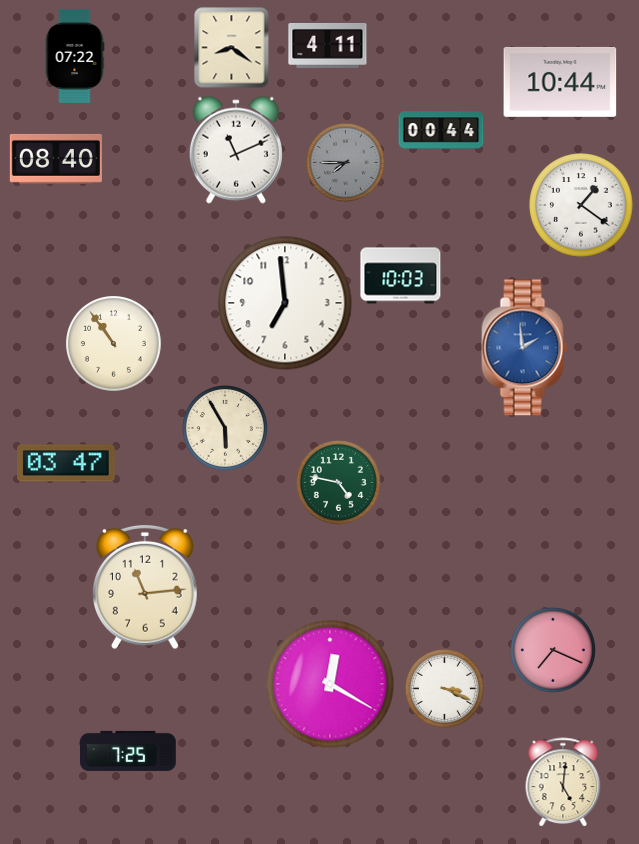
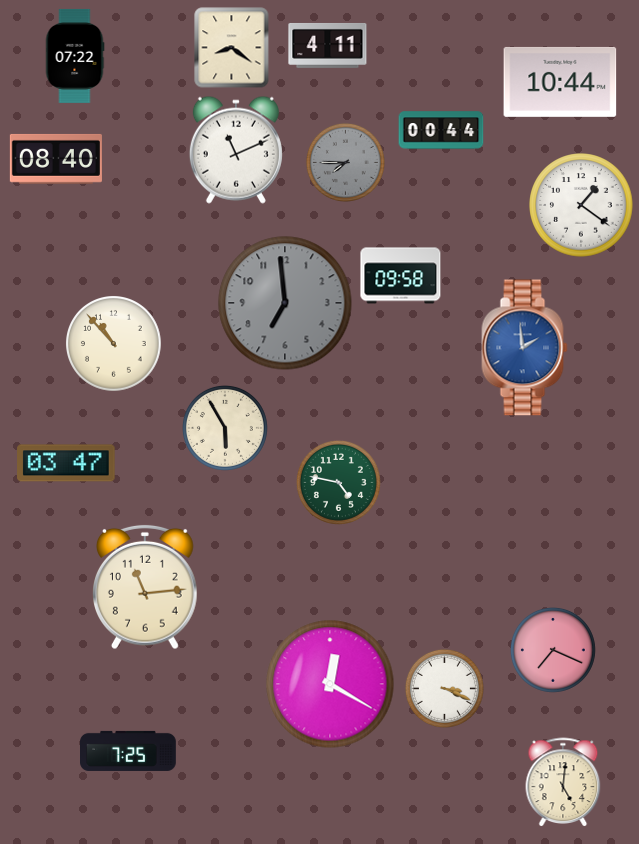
clock at (401, 276): 10:03 -> 09:58
clock at (285, 303) dial: white -> grey
clock at (114, 344): 10:54 -> 10:53
